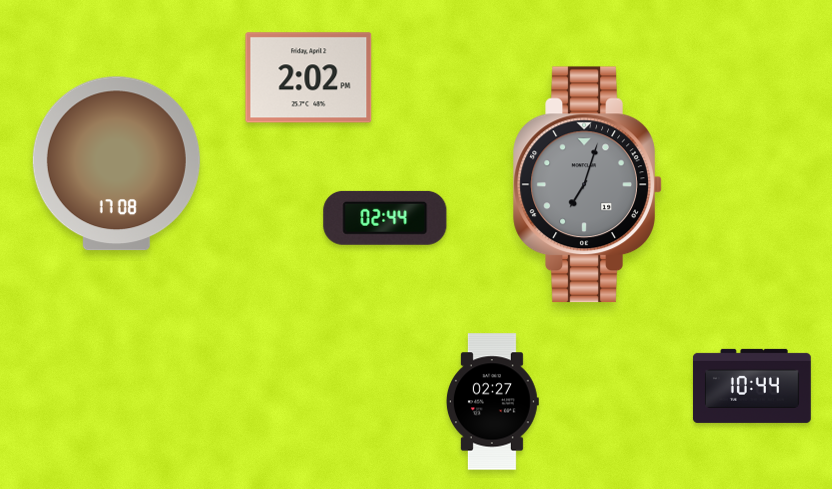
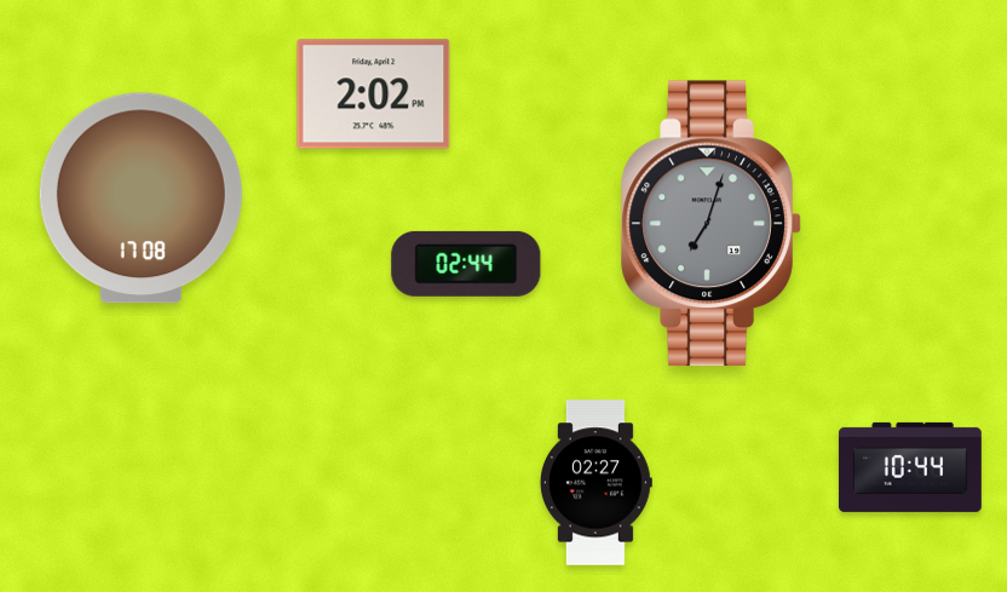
clock at (492, 402) position: (492, 402) -> (595, 483)
